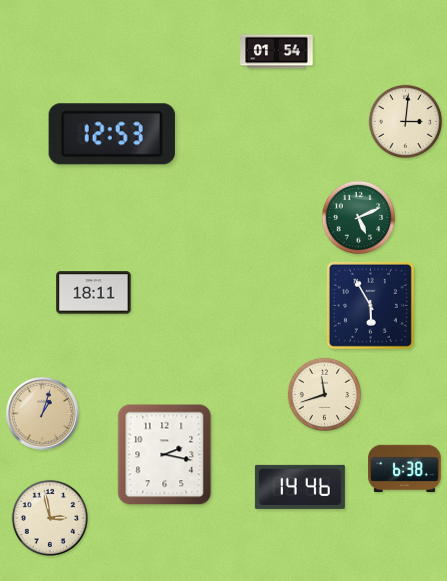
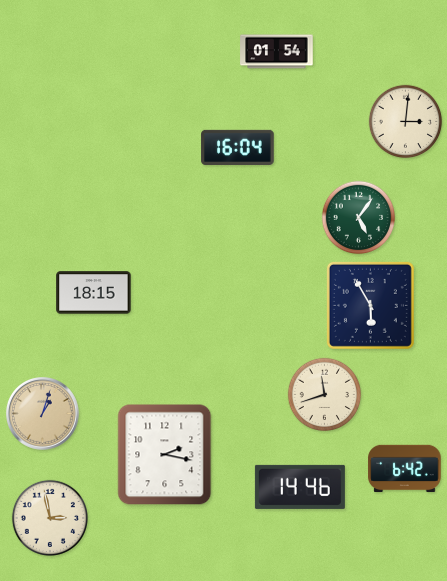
clock at (112, 134): 12:53 -> none
clock at (238, 147): none -> 16:04
clock at (359, 218): 5:11 -> 5:06
clock at (94, 293): 18:11 -> 18:15
clock at (405, 469): 6:38 -> 6:42
